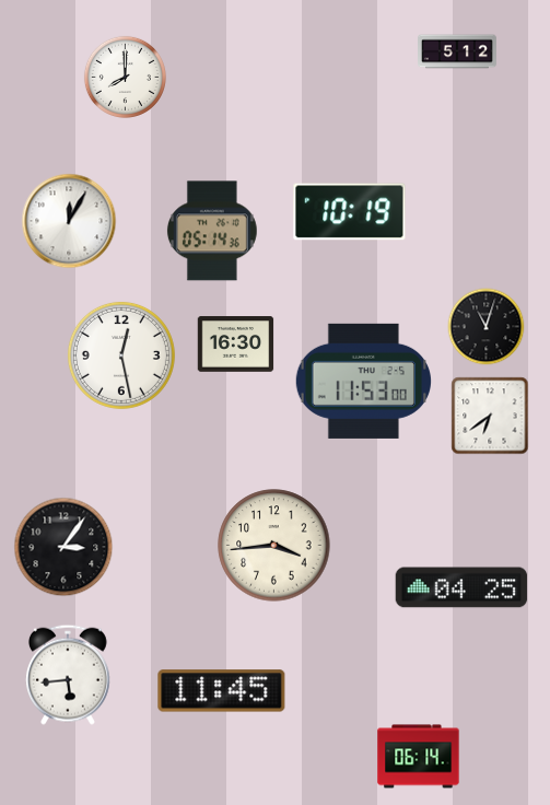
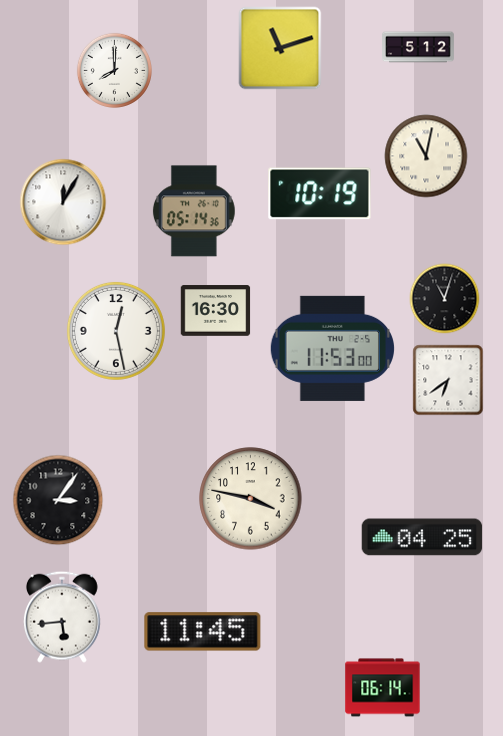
clock at (280, 48): none -> 11:12
clock at (426, 156): none -> 11:02
clock at (236, 345) position: (236, 345) -> (216, 311)
clock at (121, 355) position: (121, 355) -> (116, 331)
clock at (274, 546): 3:44 -> 3:47
clock at (419, 757) position: (419, 757) -> (383, 688)
